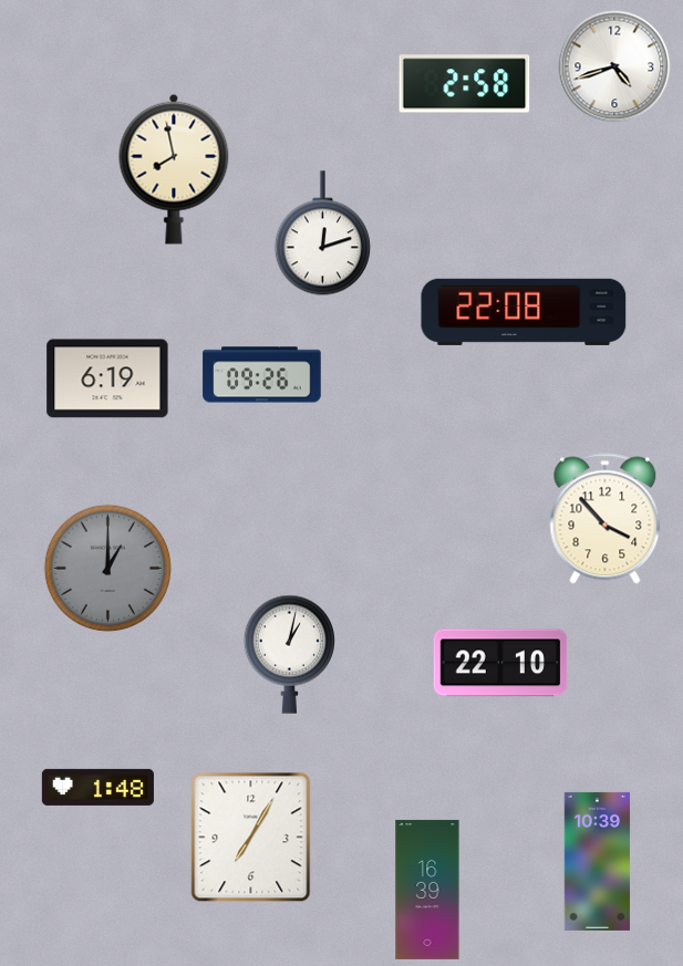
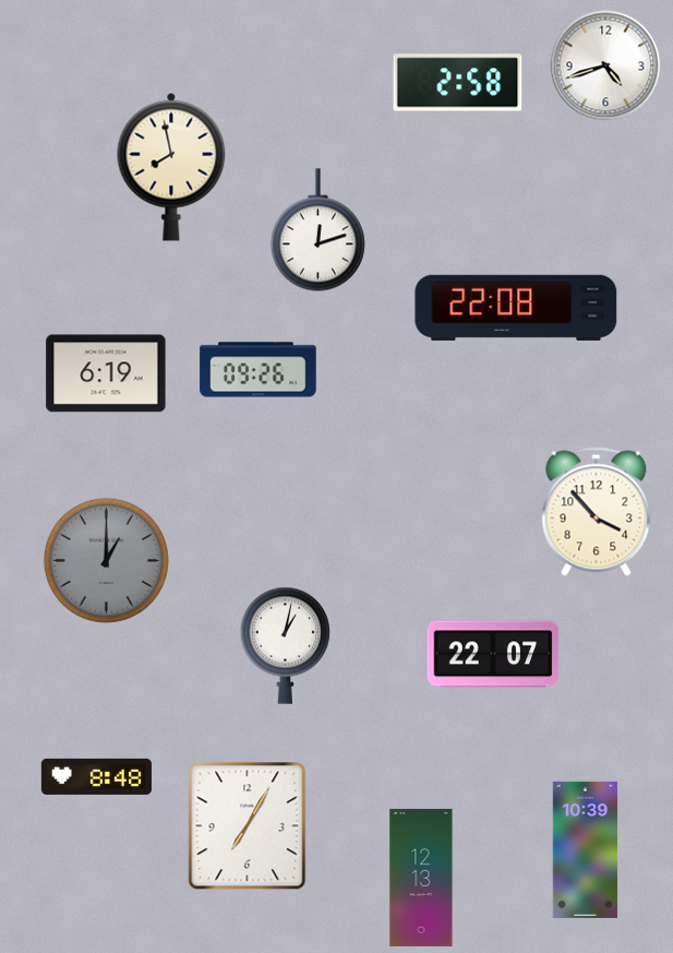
clock at (500, 663): 22:10 -> 22:07
clock at (97, 787): 1:48 -> 8:48
clock at (598, 861) position: (598, 861) -> (586, 849)
clock at (427, 890): 16:39 -> 12:13
